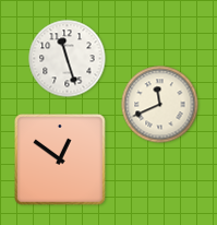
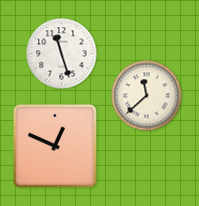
clock at (160, 105): 11:41 -> 11:38
clock at (61, 161): 12:51 -> 12:49
